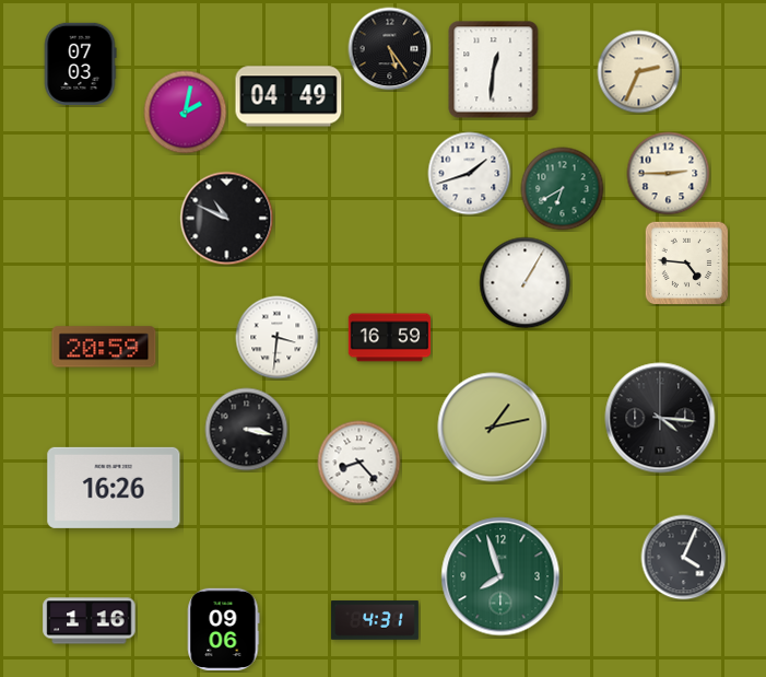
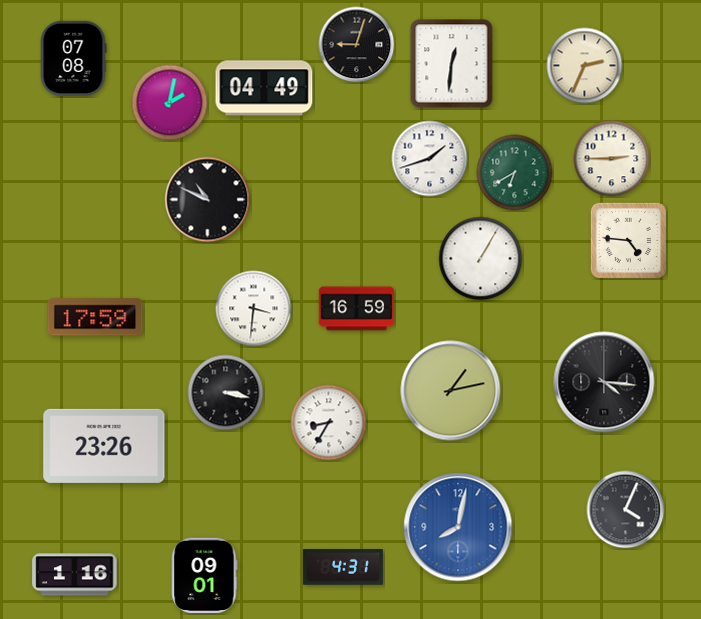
clock at (390, 49): 5:24 -> 9:03
clock at (80, 63): 07:03 -> 07:08
clock at (104, 347): 20:59 -> 17:59
clock at (360, 463): 8:23 -> 8:35
clock at (114, 488): 16:26 -> 23:26
clock at (500, 576): 7:57 -> 8:02
clock at (500, 576) dial: green -> blue
clock at (90, 621) position: (90, 621) -> (75, 575)
clock at (224, 629): 09:06 -> 09:01
